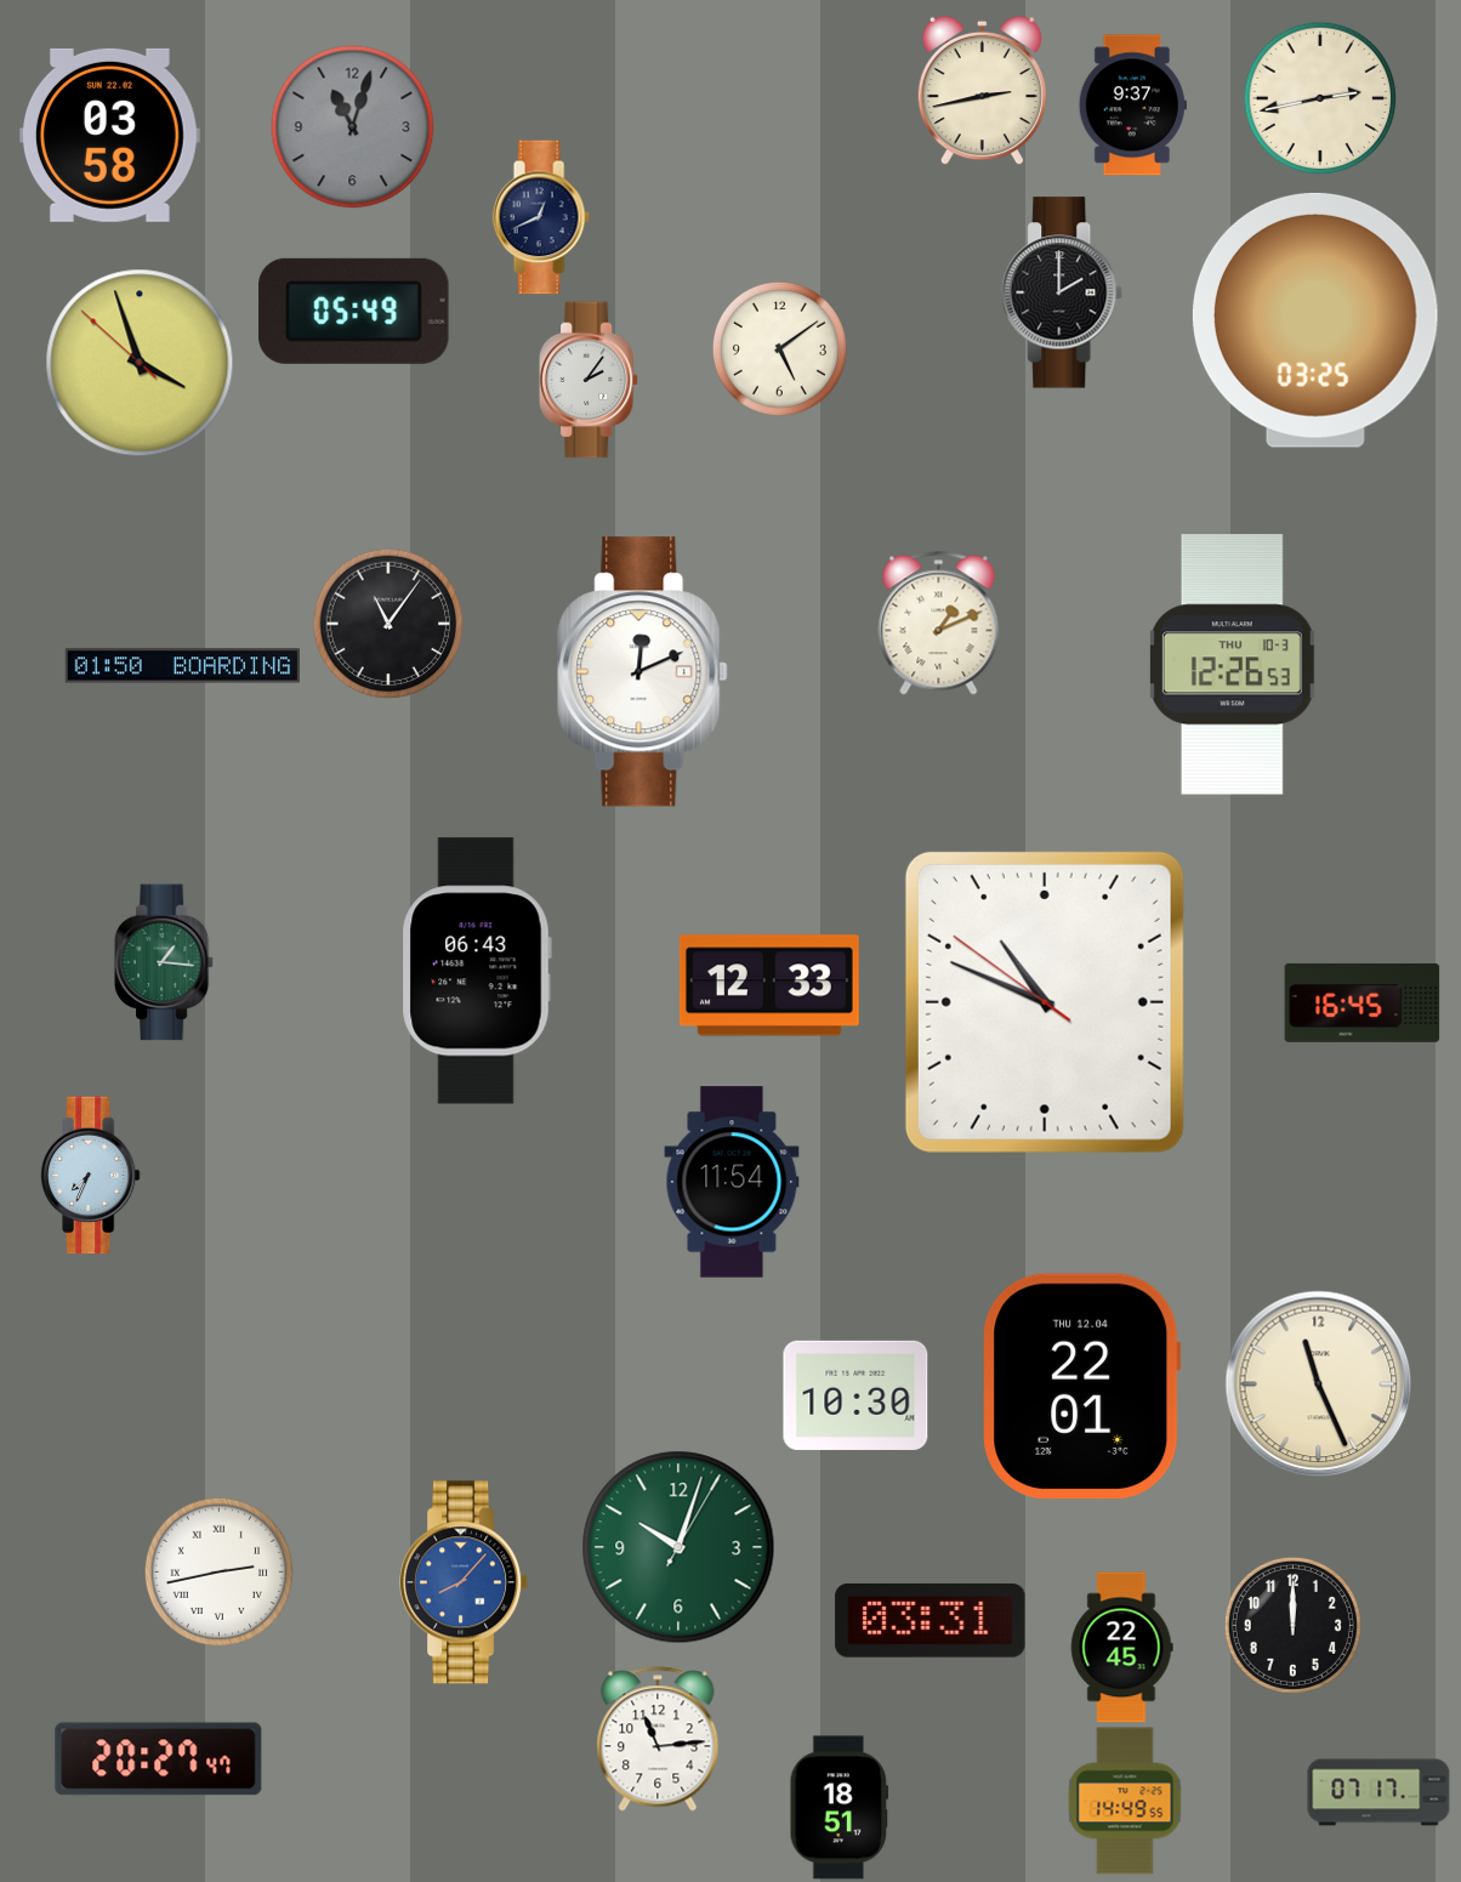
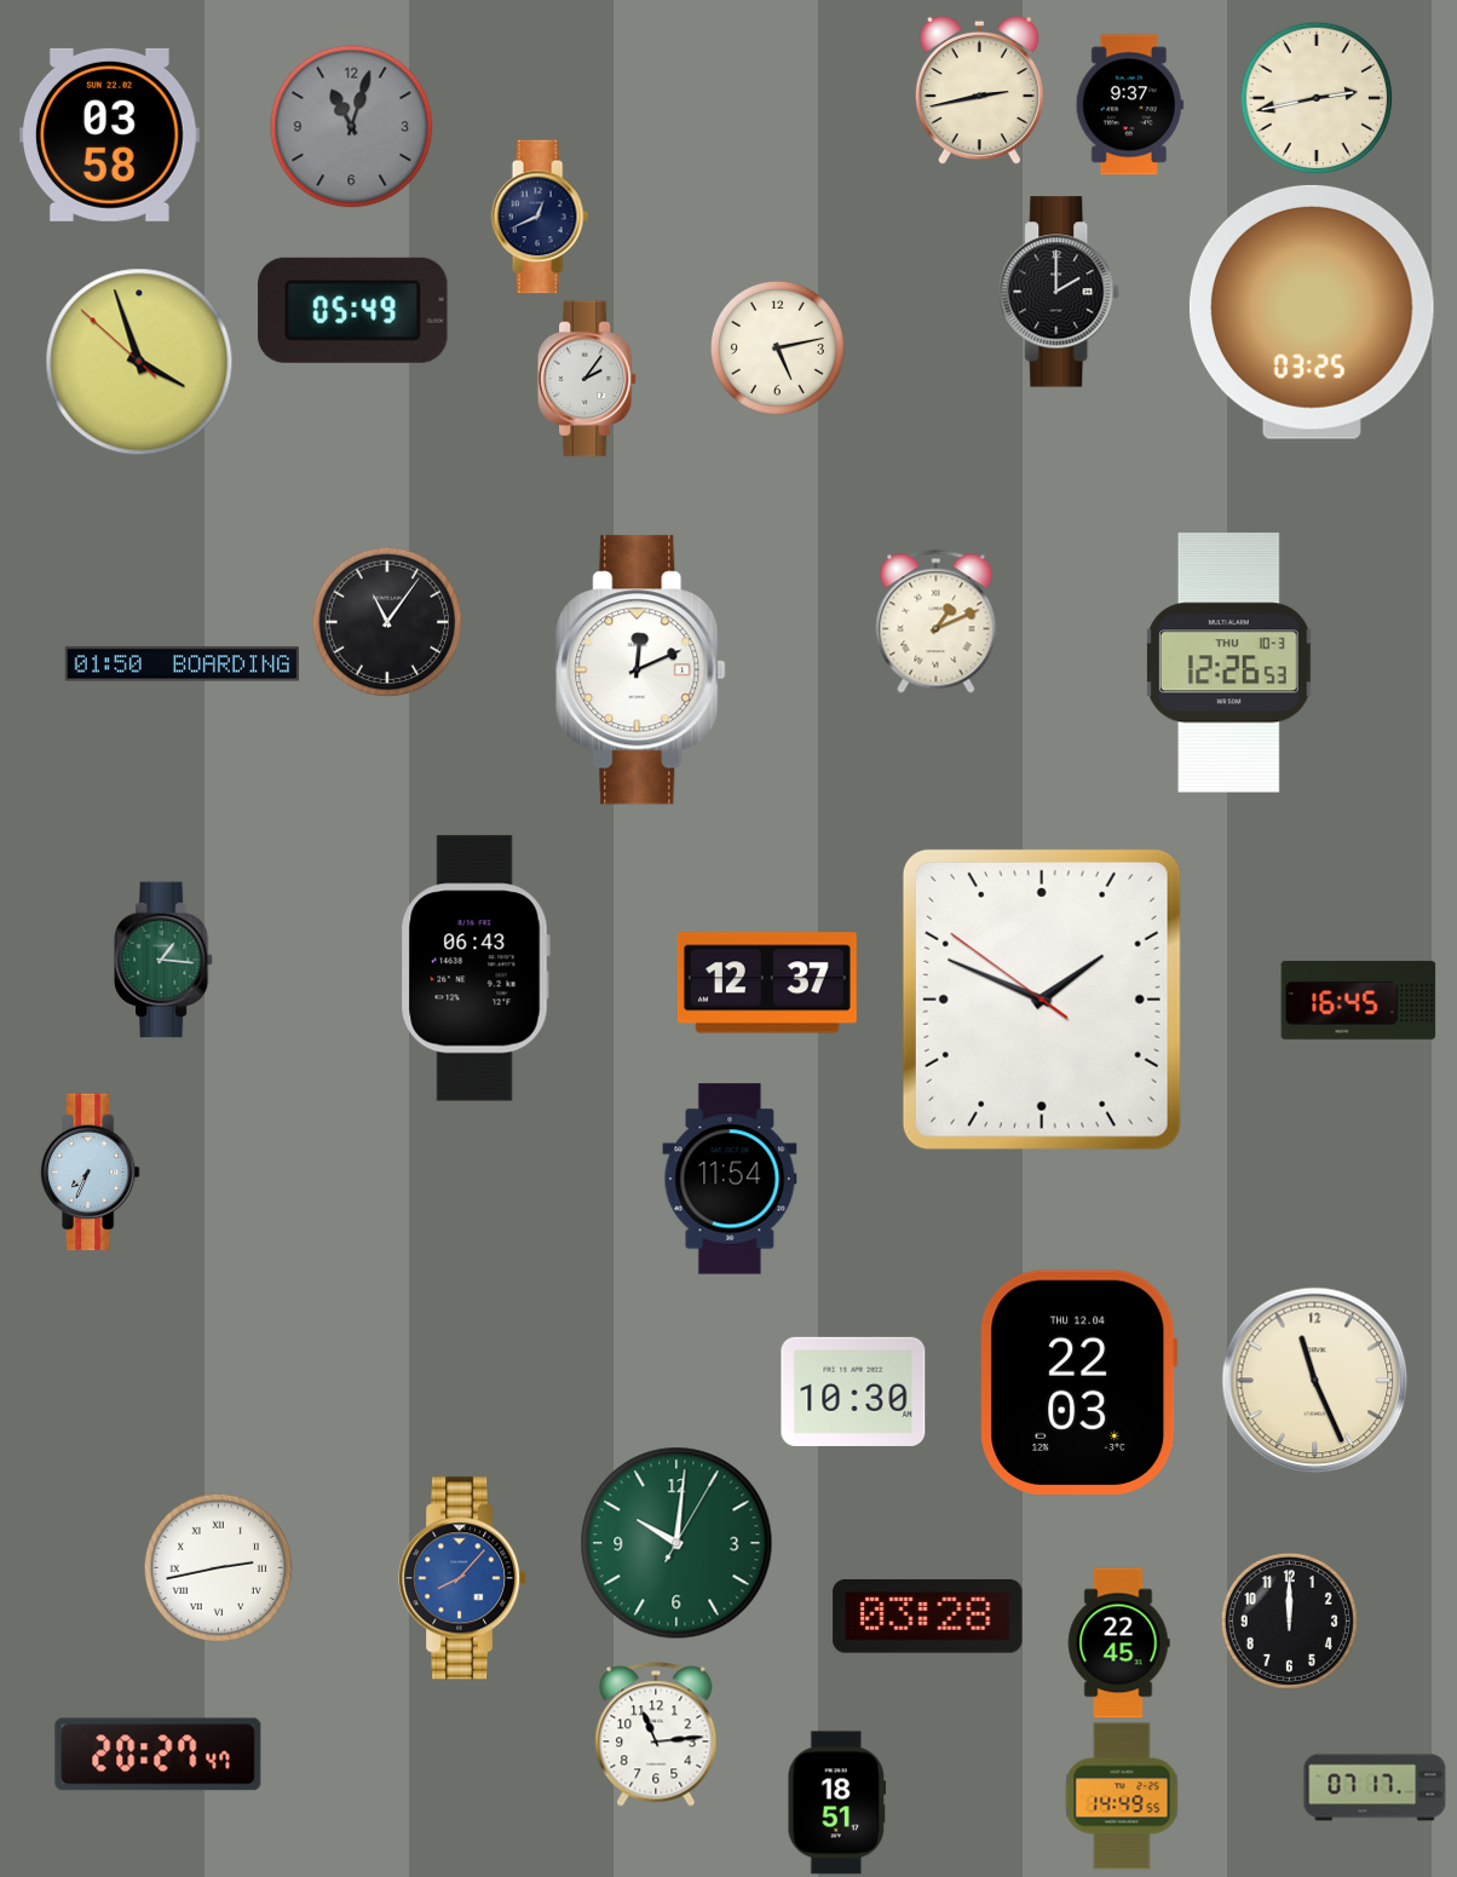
clock at (1315, 320) position: (1315, 320) -> (1312, 312)
clock at (779, 348): 5:09 -> 5:13
clock at (769, 985): 12:33 -> 12:37
clock at (1045, 1002): 10:48 -> 1:48
clock at (1082, 1386): 22:01 -> 22:03
clock at (678, 1547): 10:03 -> 10:01
clock at (931, 1621): 03:31 -> 03:28
